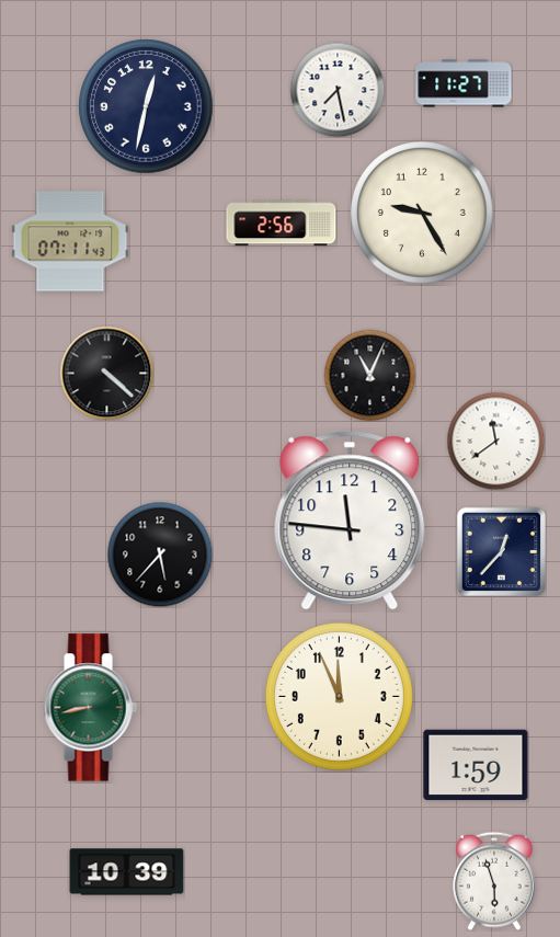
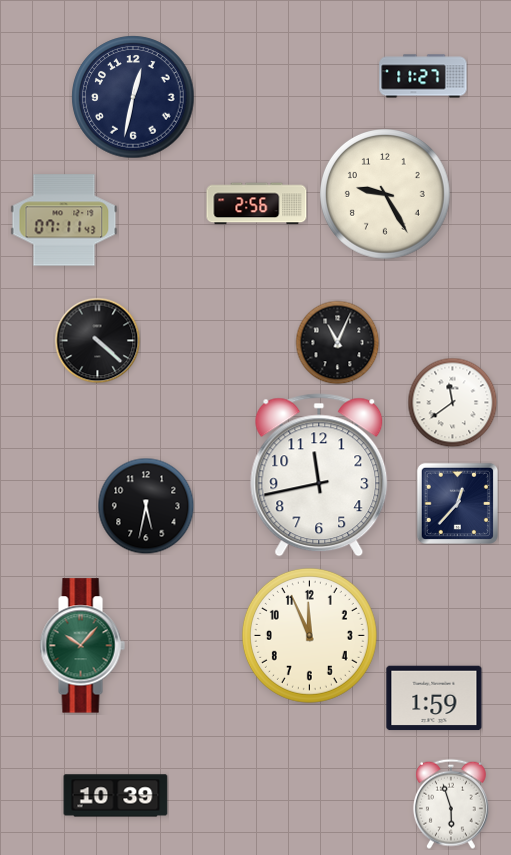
clock at (338, 90): 7:28 -> none
clock at (350, 521): 11:46 -> 11:43
clock at (160, 555): 5:37 -> 5:32
clock at (90, 708): 8:43 -> 10:07
